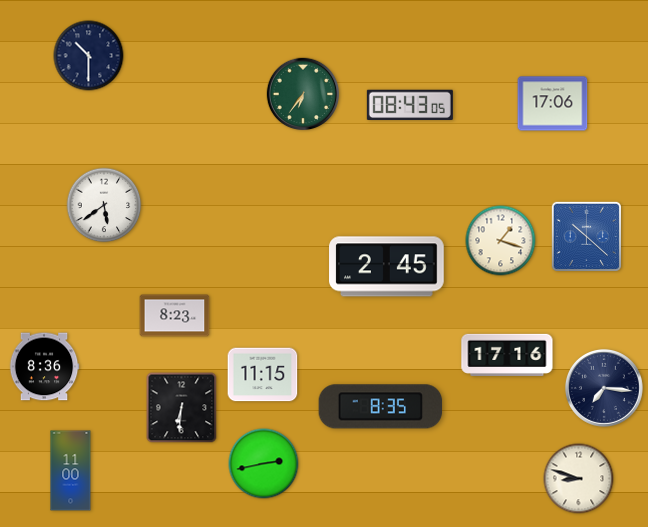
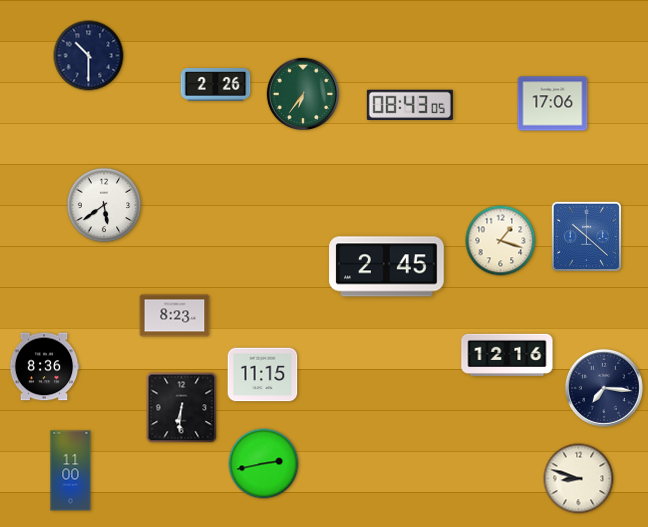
clock at (216, 85): none -> 2:26
clock at (507, 354): 17:16 -> 12:16
clock at (381, 407): 8:35 -> none
